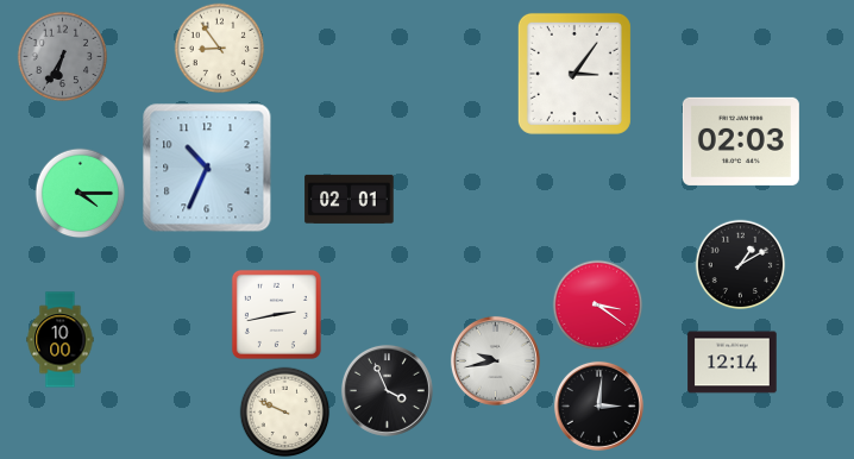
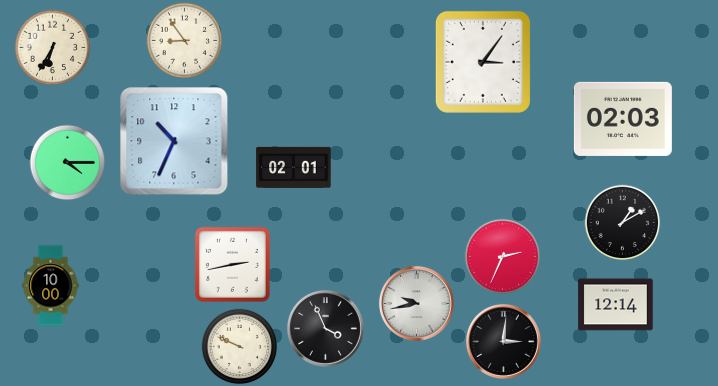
clock at (63, 57) dial: grey -> cream
clock at (598, 306): 3:21 -> 2:34
